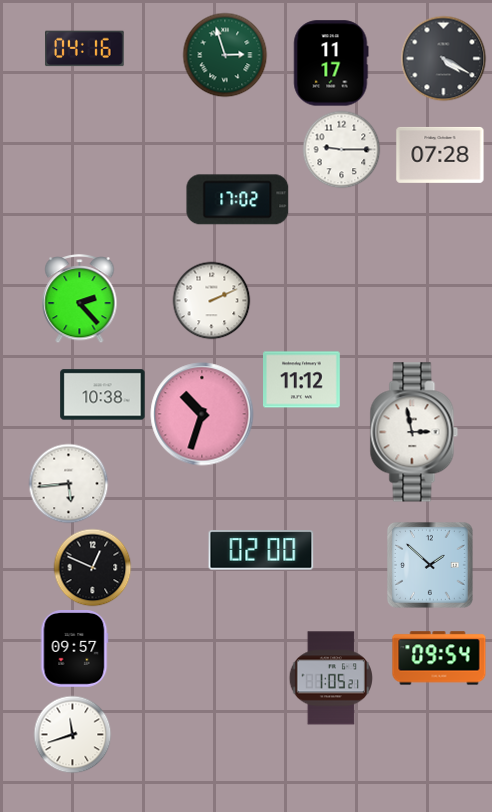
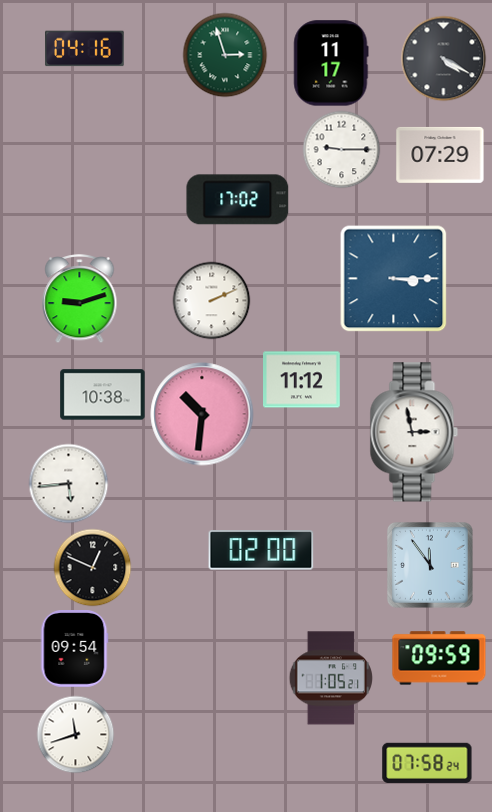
clock at (440, 155): 07:28 -> 07:29
clock at (394, 279): none -> 3:15
clock at (80, 299): 2:23 -> 9:12
clock at (202, 414): 10:33 -> 10:31
clock at (431, 566): 1:52 -> 11:54
clock at (74, 649): 09:57 -> 09:54
clock at (439, 658): 09:54 -> 09:59
clock at (72, 734) position: (72, 734) -> (75, 734)
clock at (427, 763): none -> 07:58
